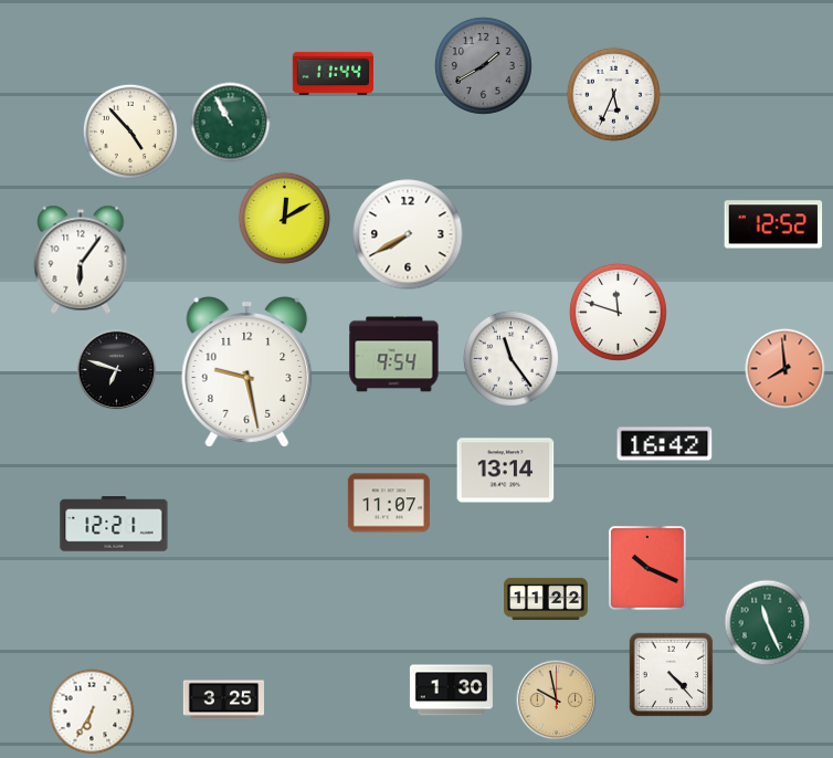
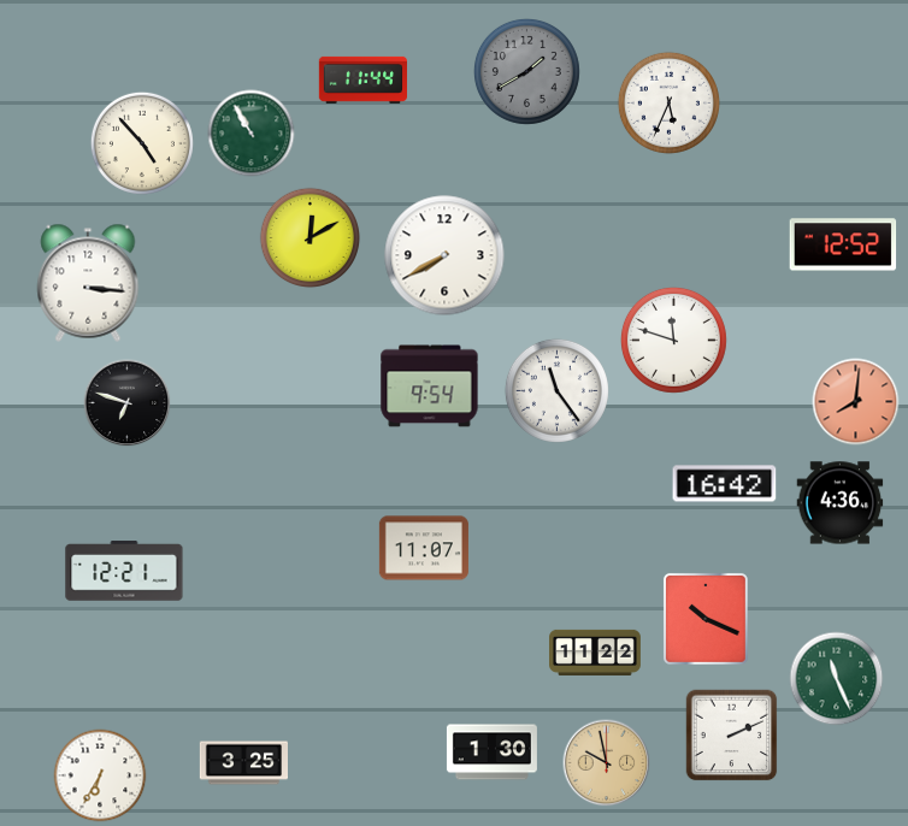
clock at (81, 260): 6:06 -> 3:16
clock at (785, 369): 7:59 -> 8:01
clock at (247, 372): 9:28 -> none
clock at (841, 503): none -> 4:36
clock at (506, 471): 13:14 -> none
clock at (672, 675): 4:23 -> 2:11
